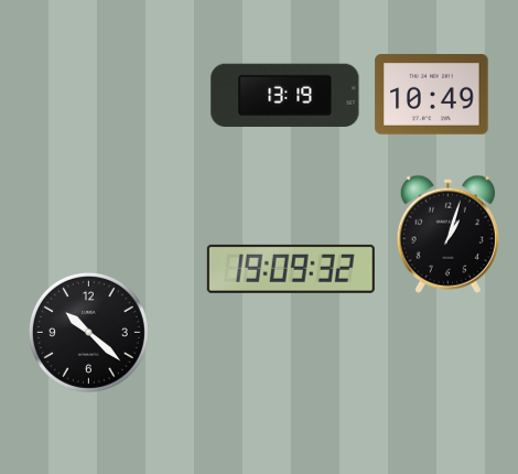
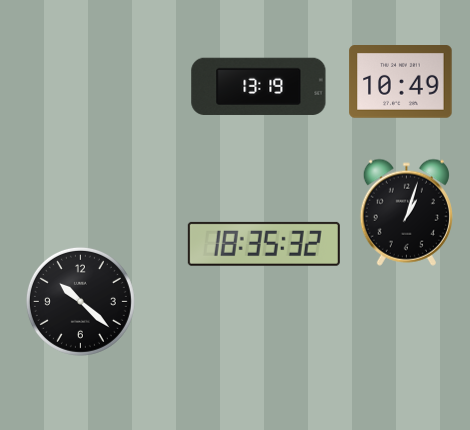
clock at (432, 95) position: (432, 95) -> (401, 82)
clock at (291, 269): 19:09 -> 18:35
